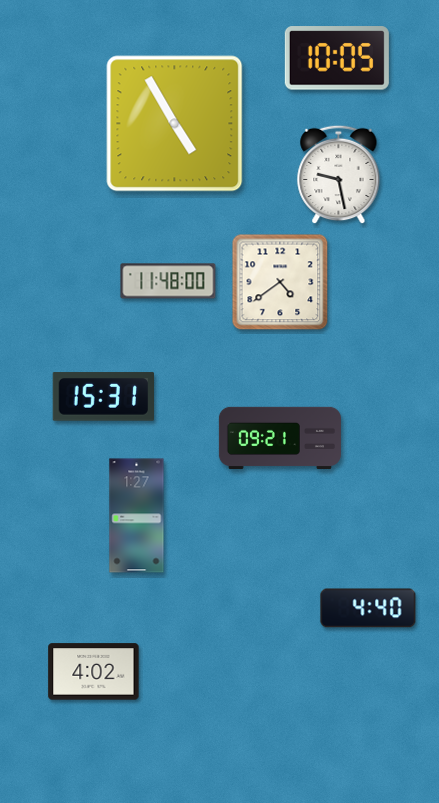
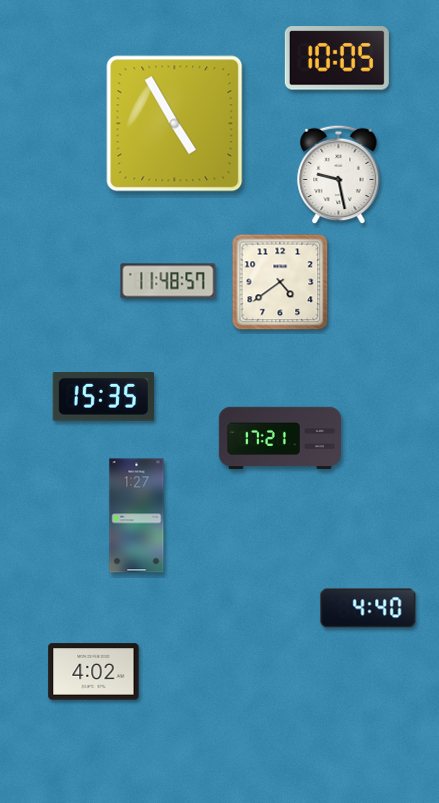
clock at (168, 281): 11:48:00 -> 11:48:57
clock at (103, 397): 15:31 -> 15:35
clock at (280, 438): 09:21 -> 17:21
